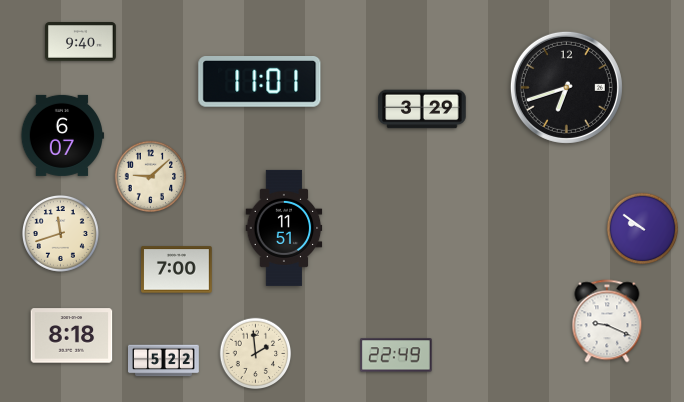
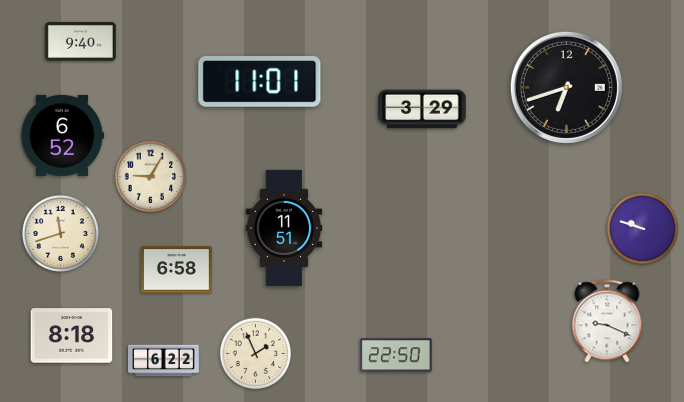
clock at (63, 135): 6:07 -> 6:52
clock at (151, 177): 9:08 -> 9:05
clock at (643, 229): 9:51 -> 9:48
clock at (177, 270): 7:00 -> 6:58
clock at (256, 354): 1:59 -> 1:56
clock at (396, 355): 22:49 -> 22:50
clock at (164, 361): 5:22 -> 6:22
